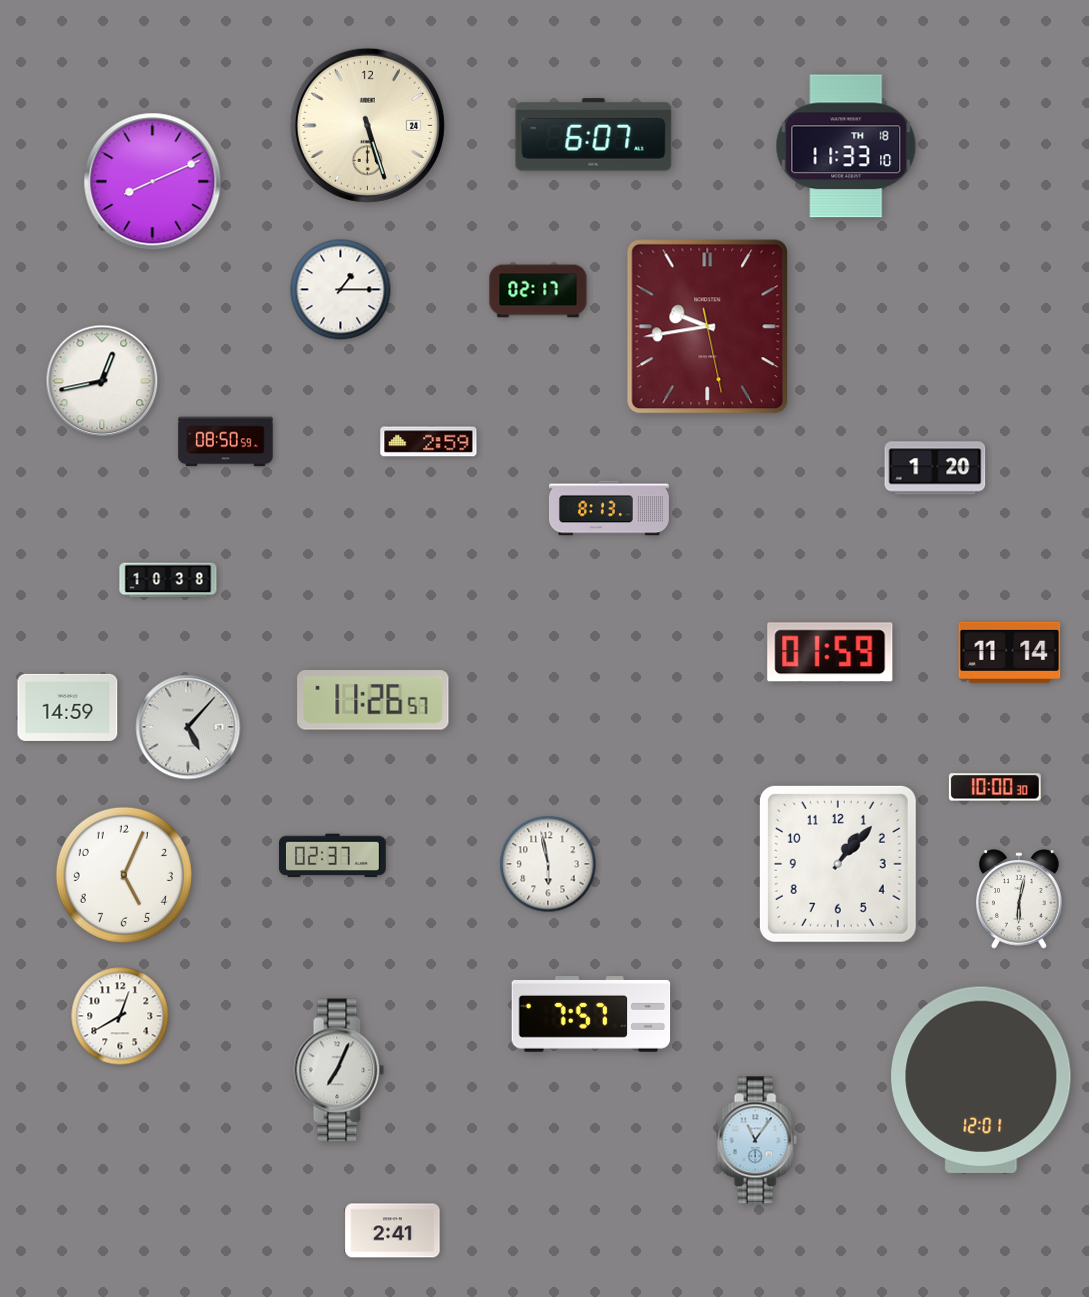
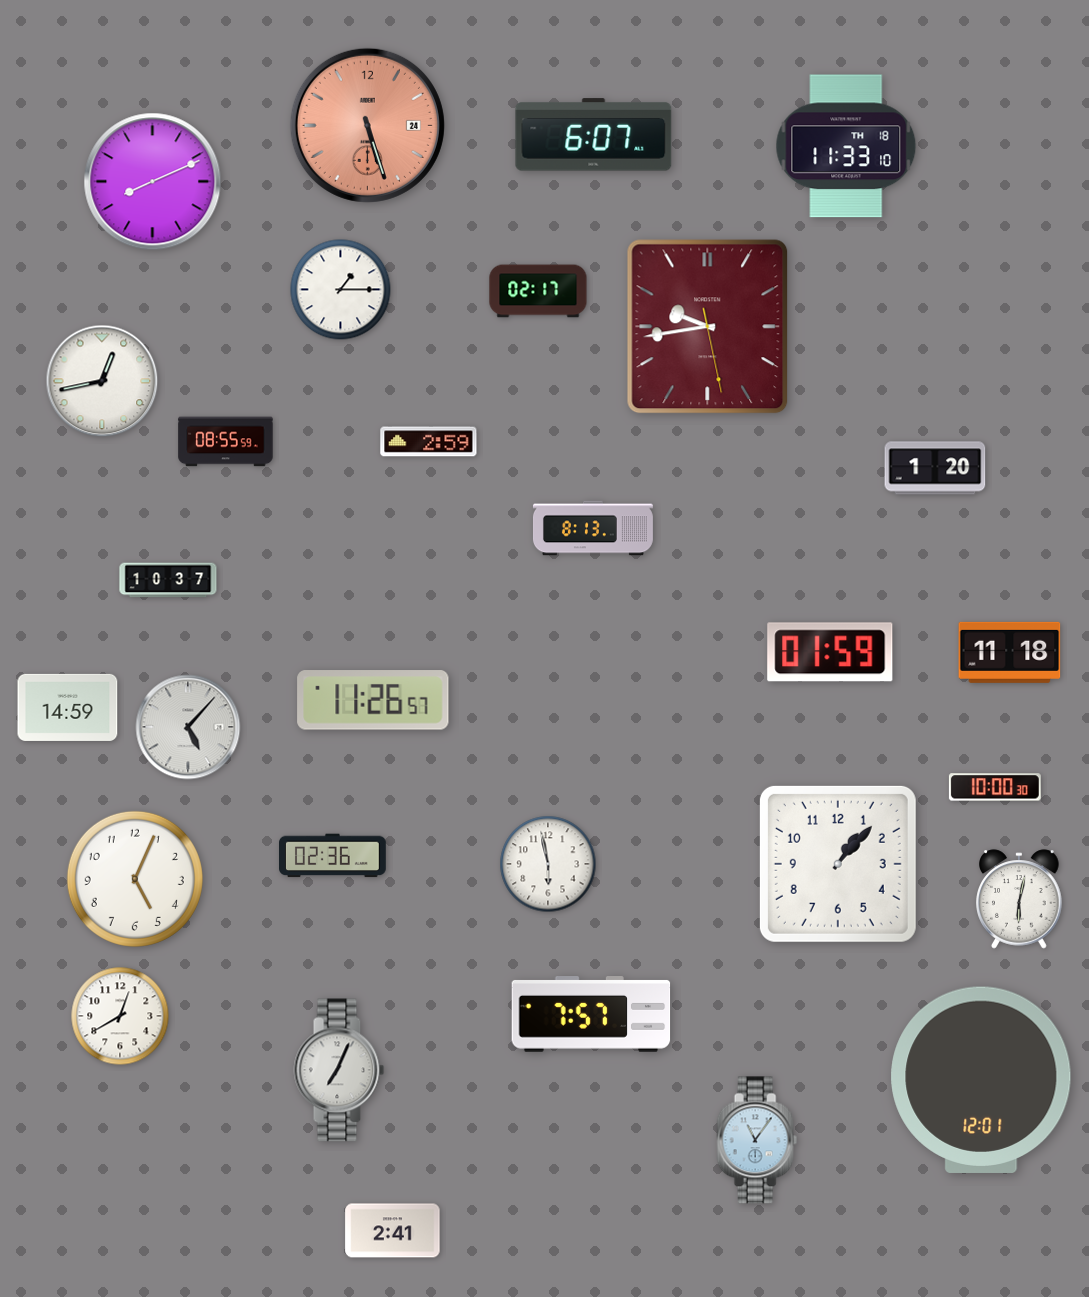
clock at (367, 125) dial: cream -> salmon
clock at (226, 442): 08:50 -> 08:55
clock at (609, 508) position: (609, 508) -> (593, 528)
clock at (168, 580): 10:38 -> 10:37
clock at (1010, 652): 11:14 -> 11:18
clock at (333, 856): 02:37 -> 02:36
clock at (124, 875) position: (124, 875) -> (135, 879)
